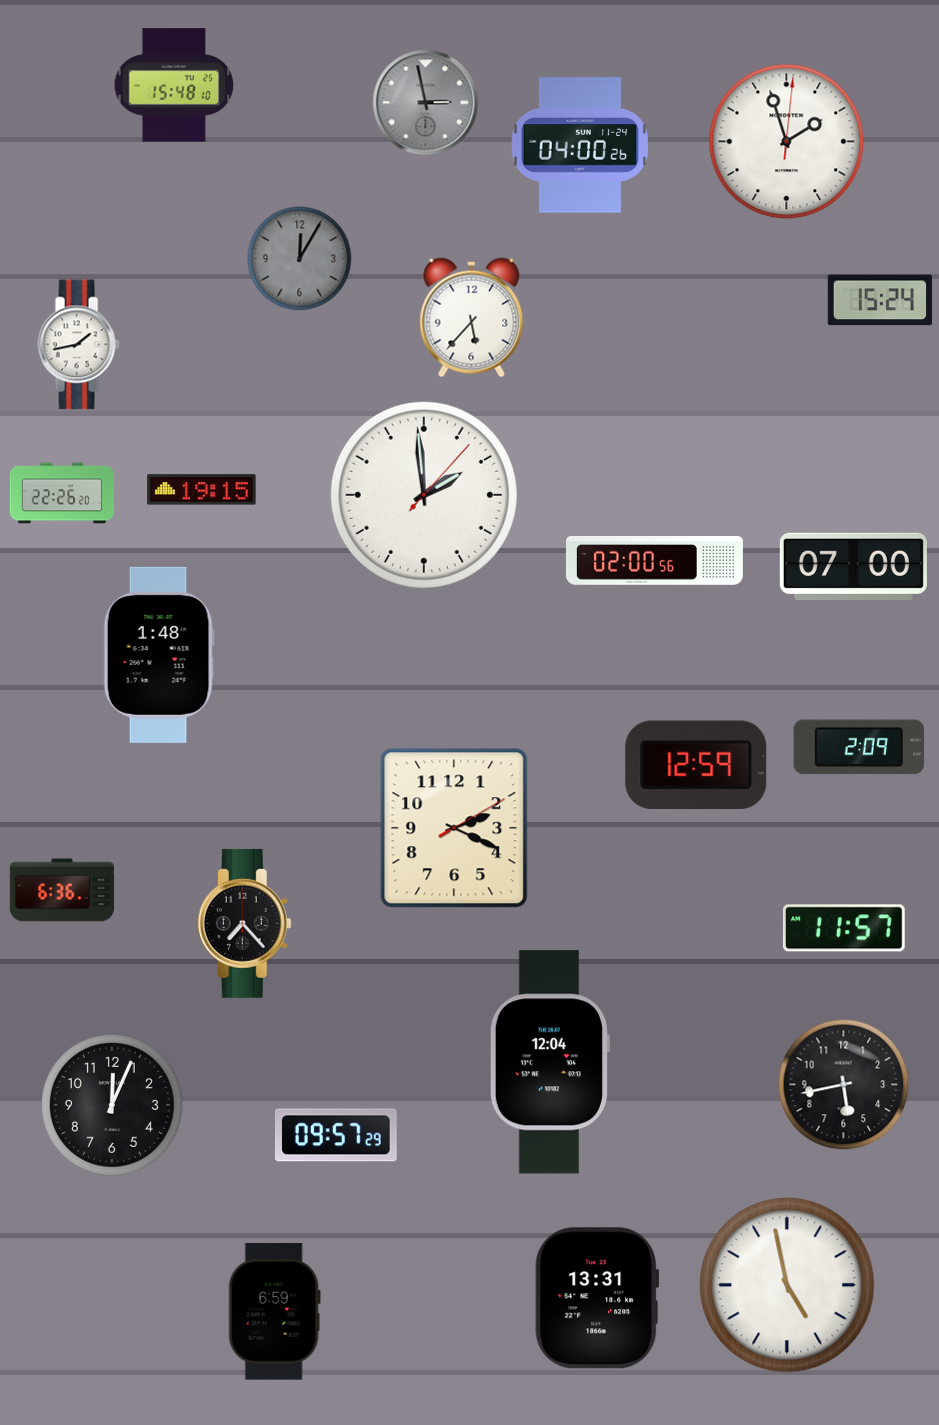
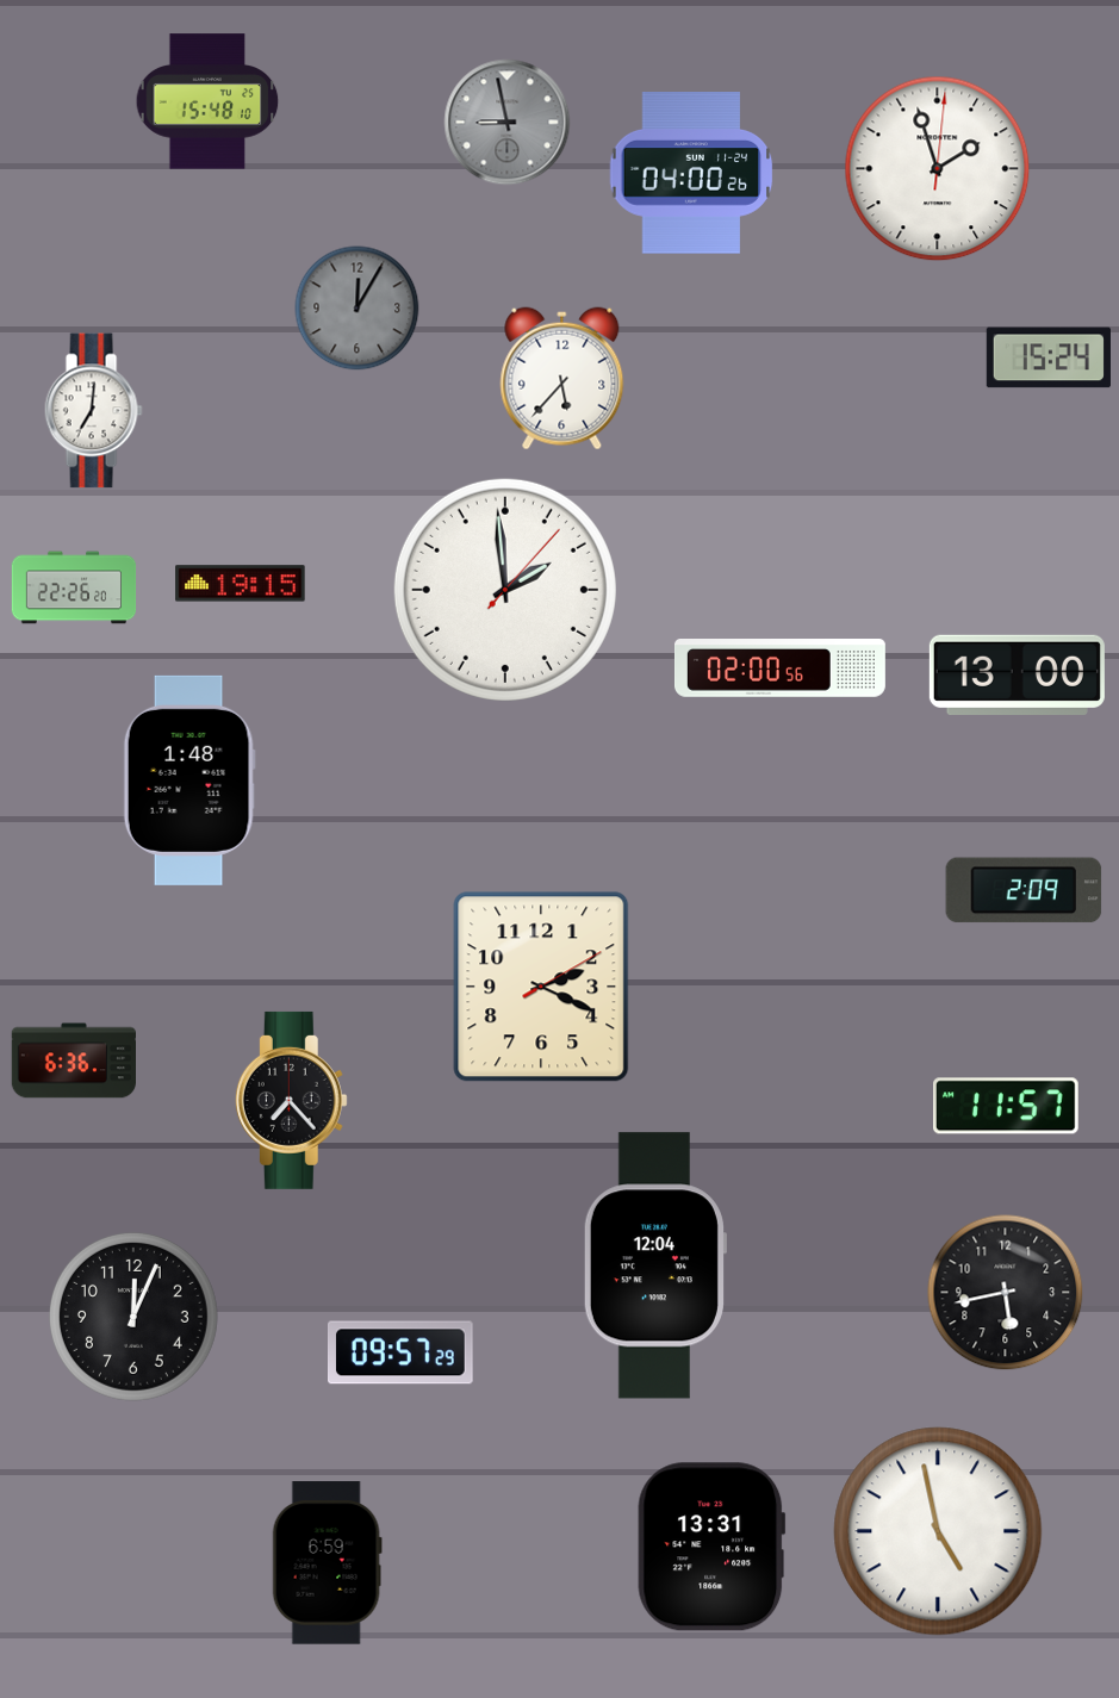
clock at (426, 103): 2:58 -> 8:58
clock at (78, 345): 1:43 -> 7:01
clock at (853, 566): 07:00 -> 13:00
clock at (696, 764): 12:59 -> none
